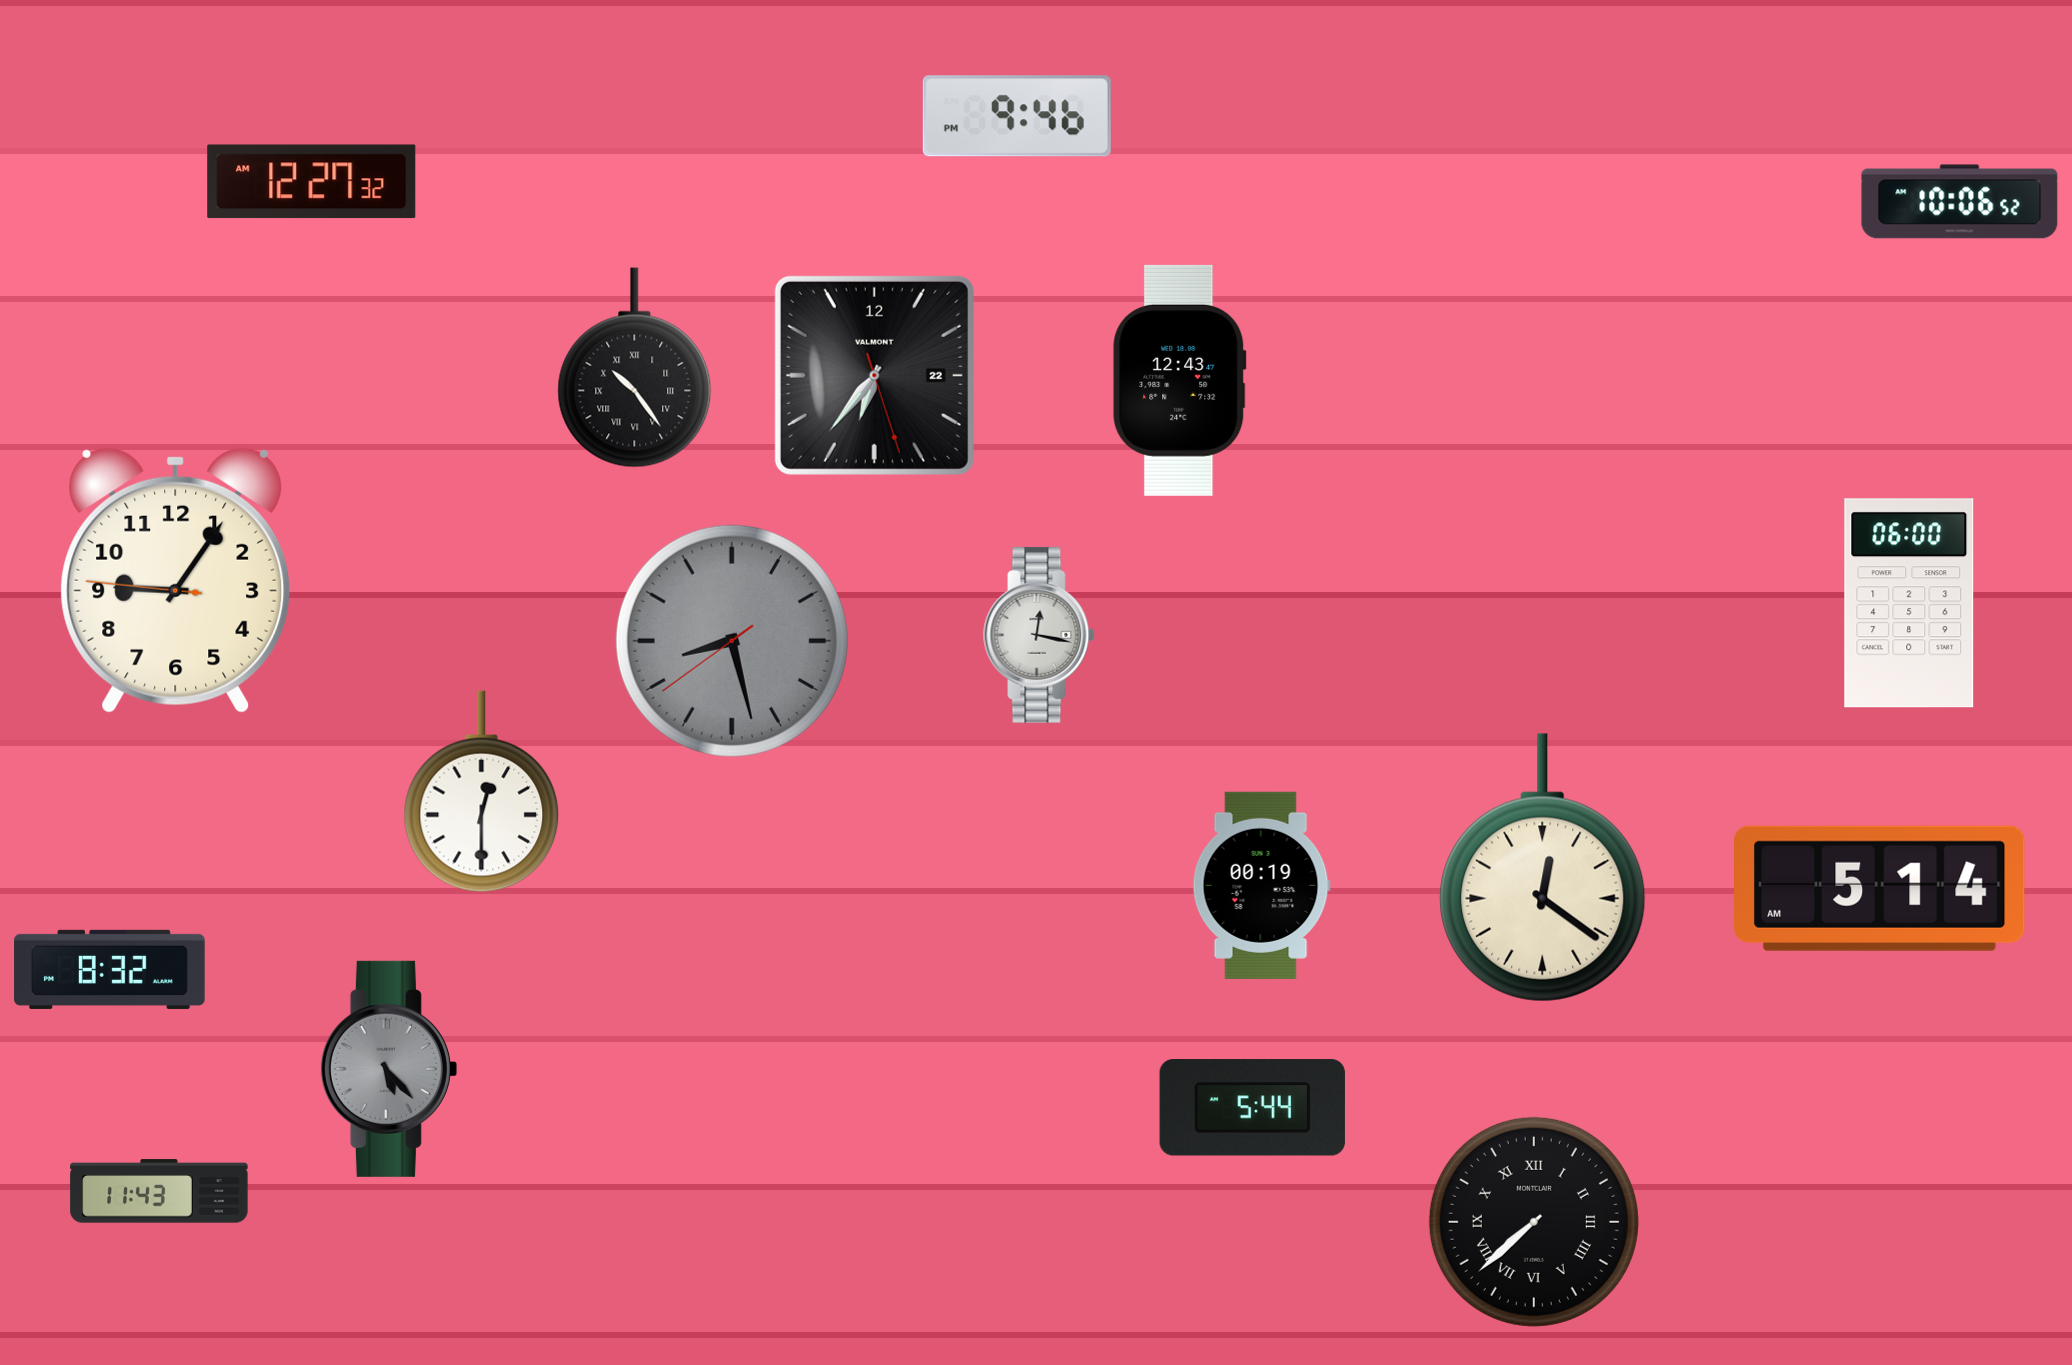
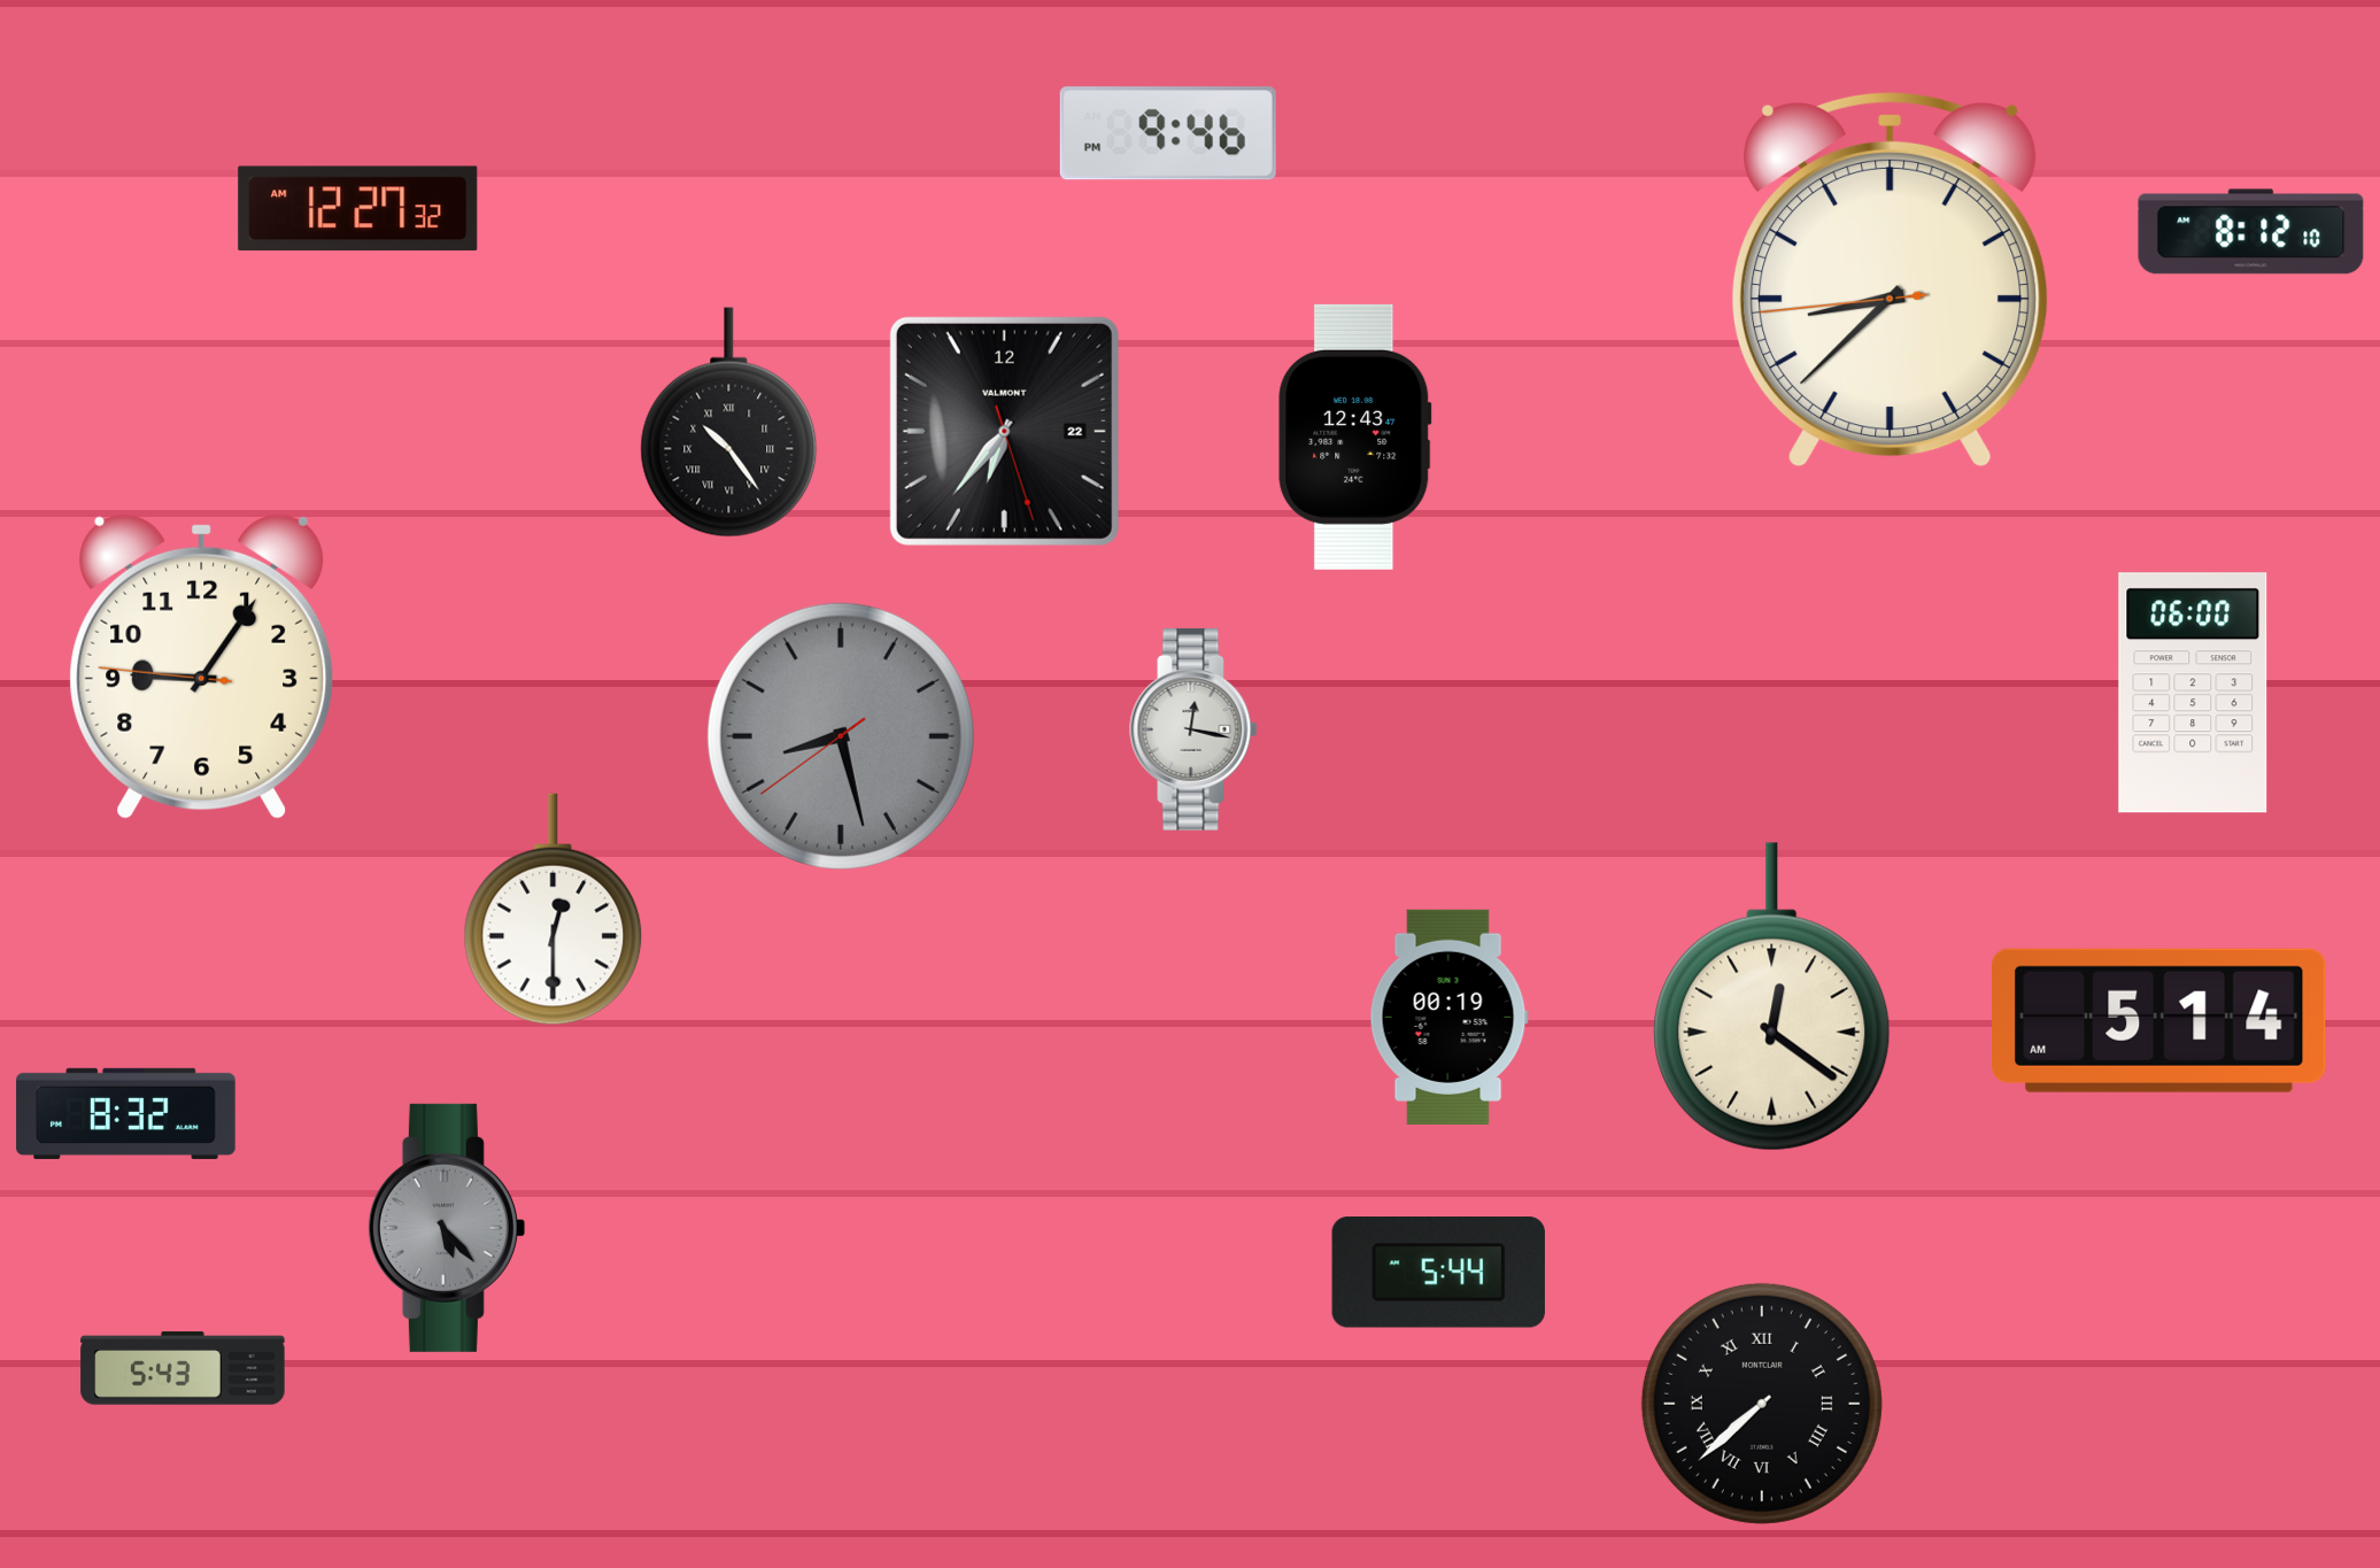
clock at (1960, 202): 10:06 -> 8:12
clock at (1891, 279): none -> 8:37
clock at (159, 1191): 11:43 -> 5:43
